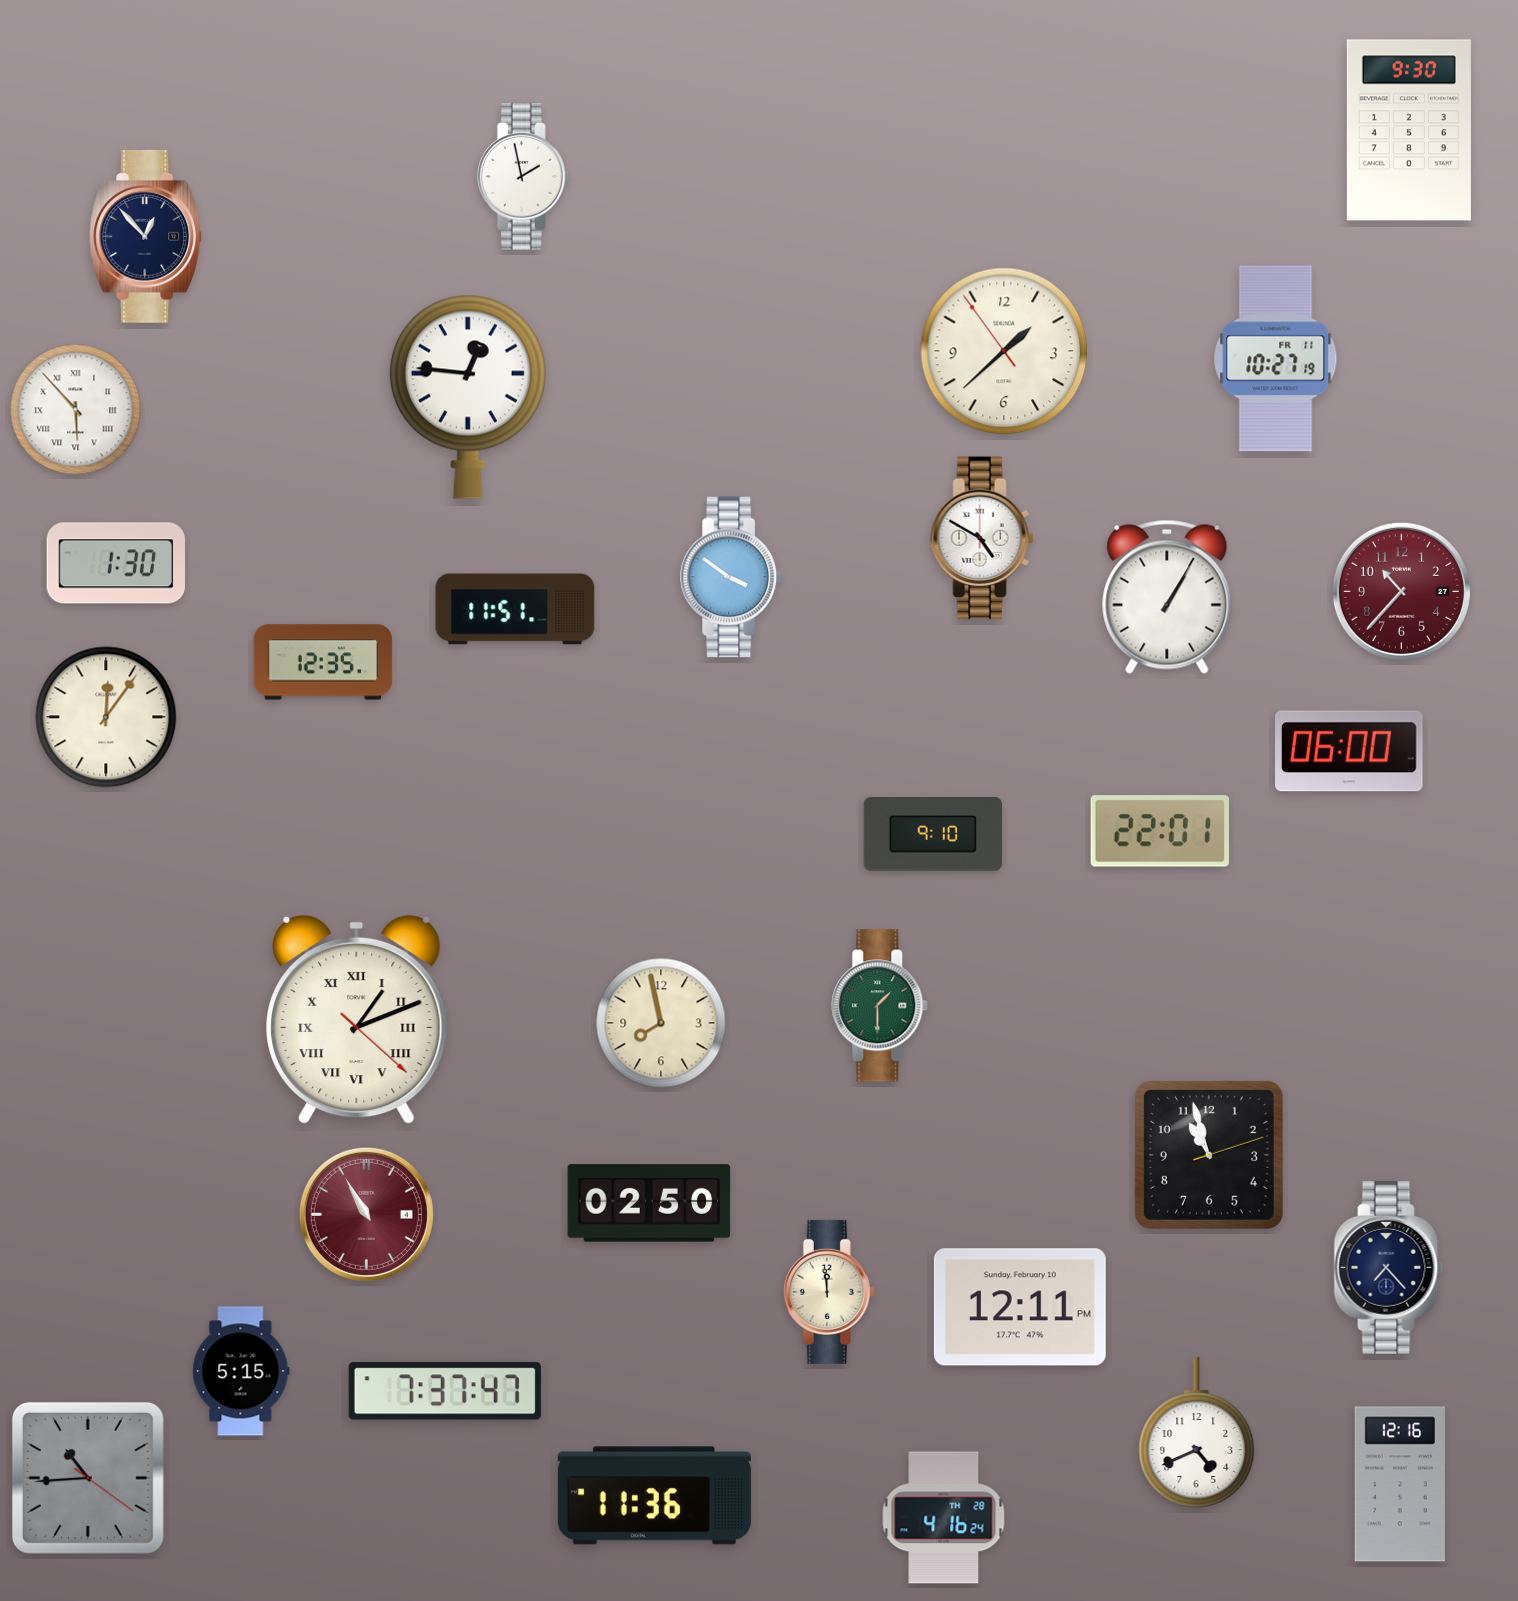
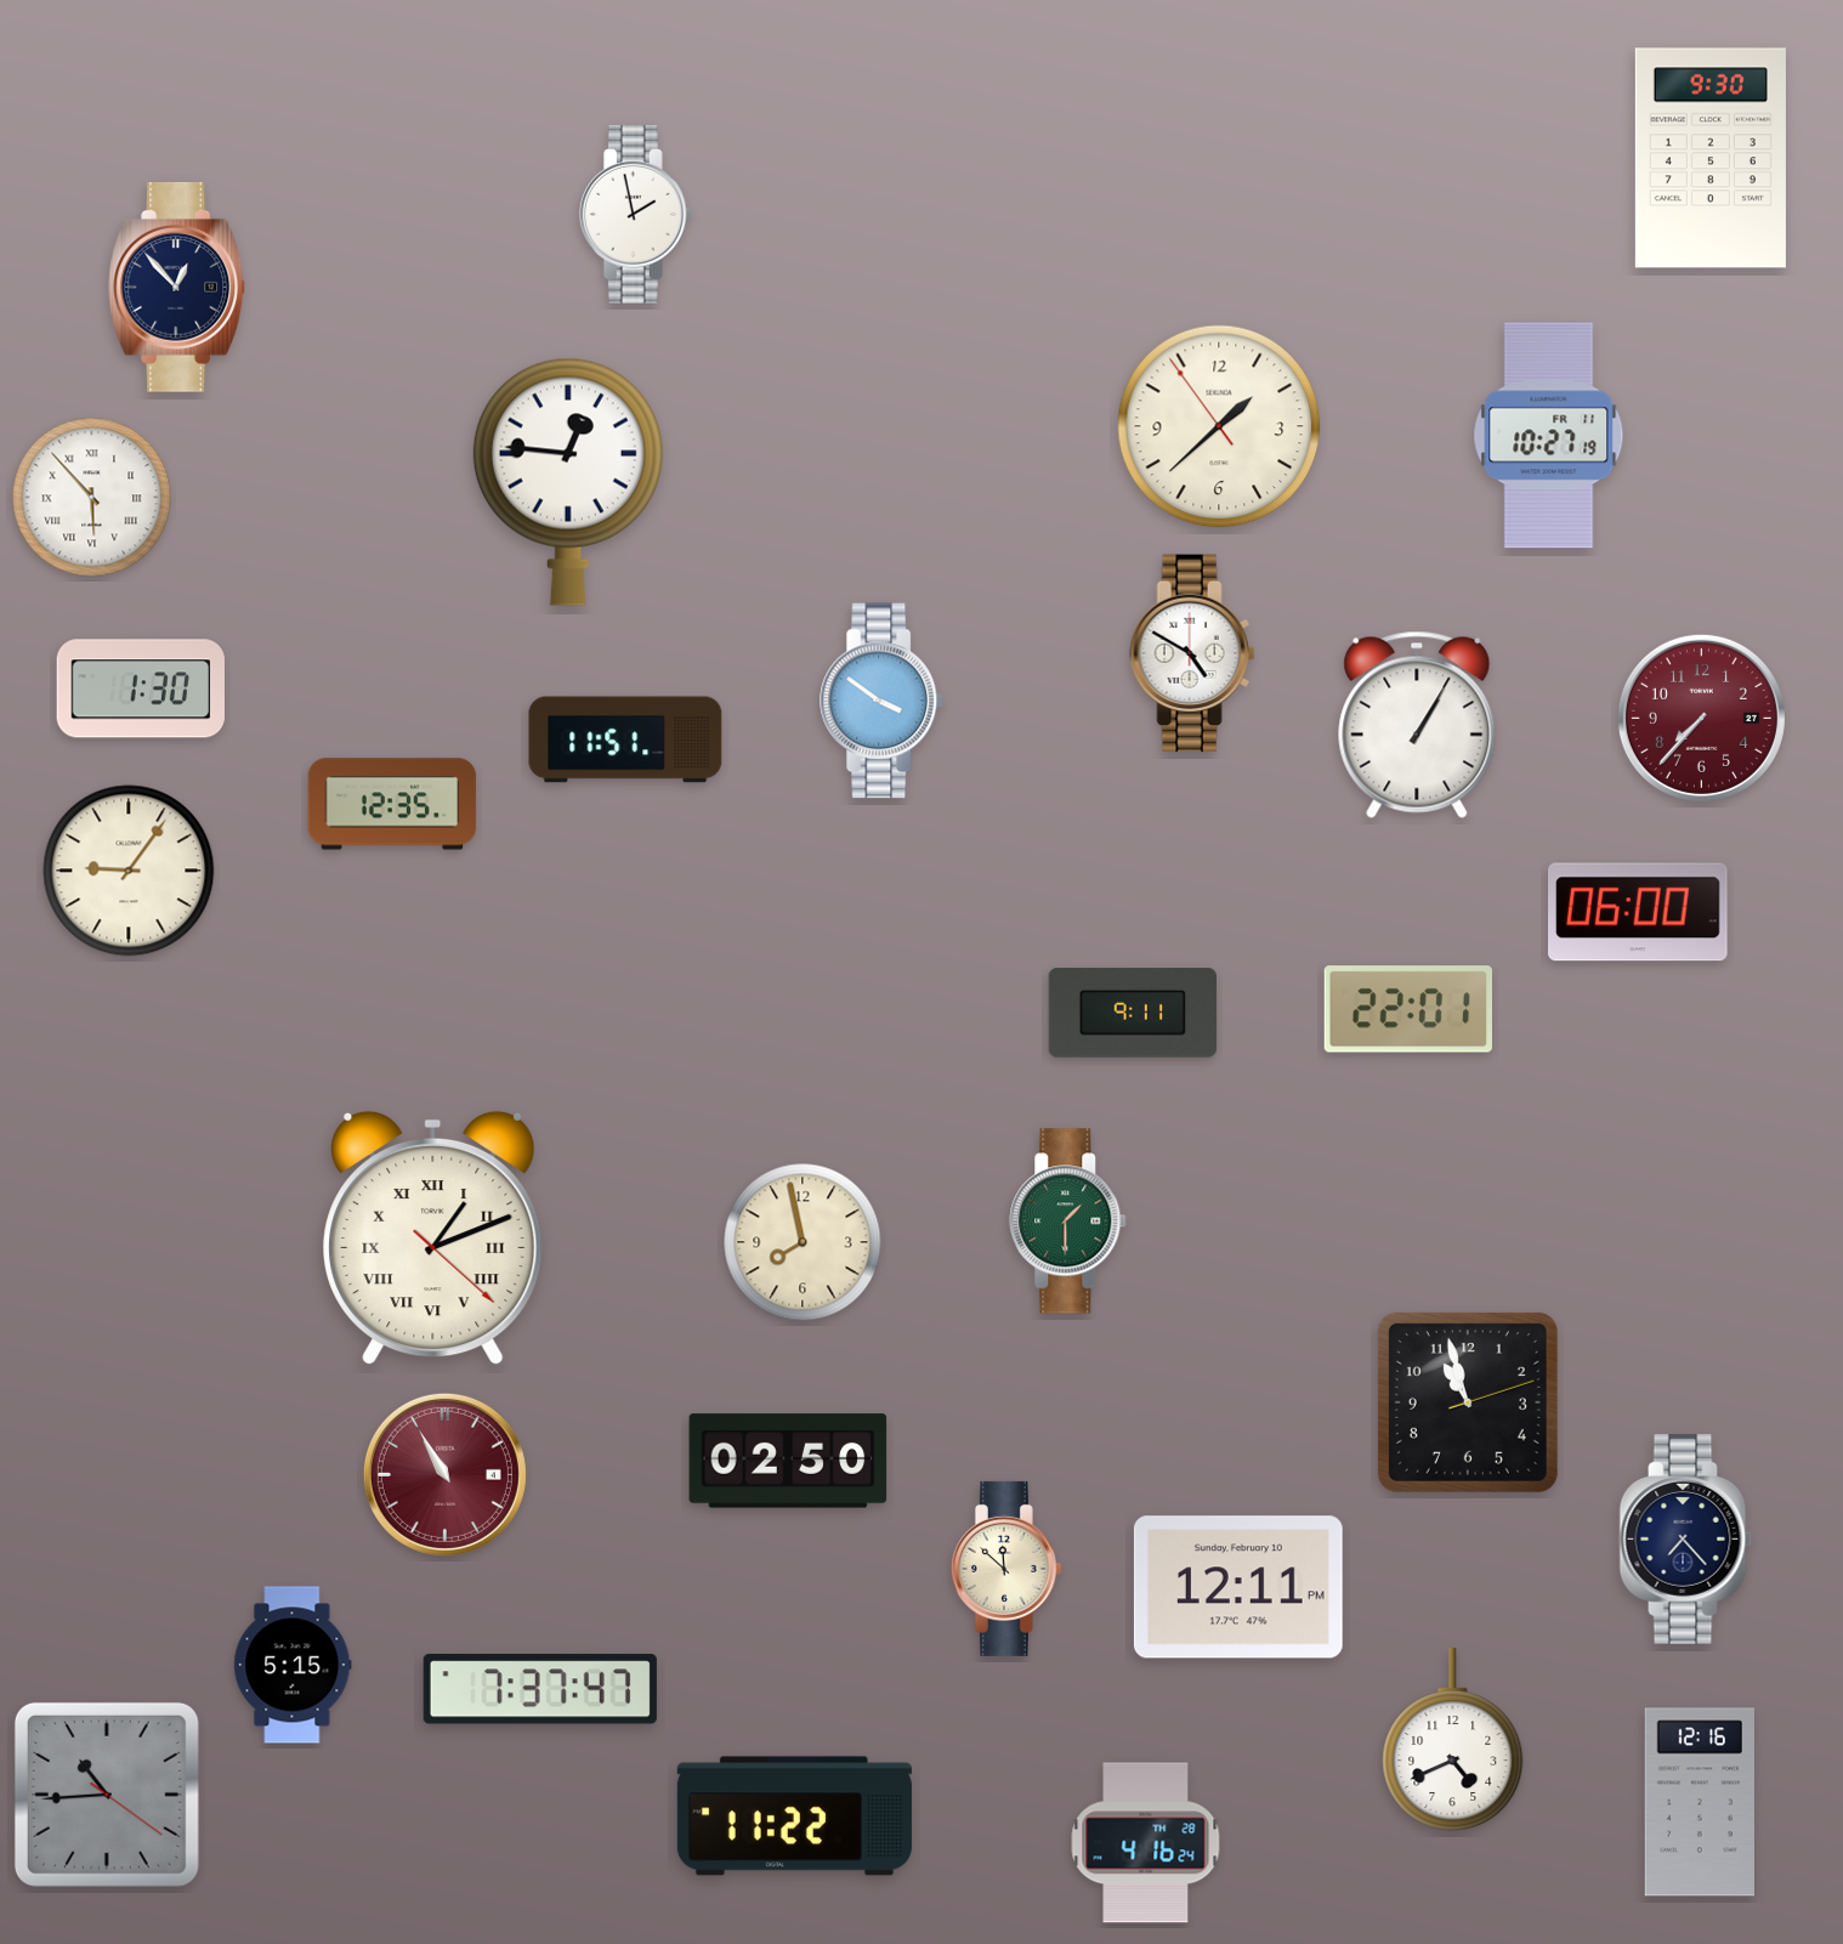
clock at (115, 563) position: (115, 563) -> (140, 688)
clock at (732, 577) position: (732, 577) -> (883, 701)
clock at (1401, 591): 10:37 -> 7:37
clock at (106, 717): 12:06 -> 9:06
clock at (933, 834): 9:10 -> 9:11
clock at (829, 1292): 11:59 -> 11:52
clock at (654, 1496): 11:36 -> 11:22
